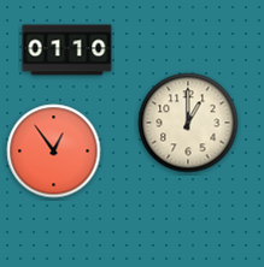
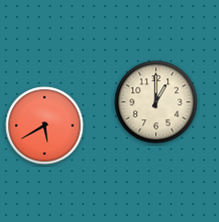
clock at (68, 51): 01:10 -> none
clock at (54, 152): 12:54 -> 5:40
